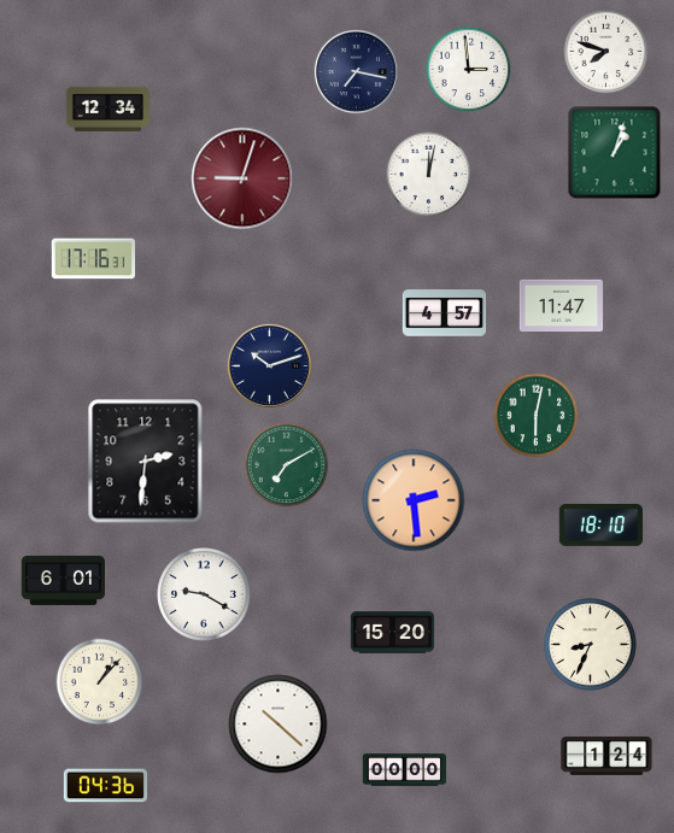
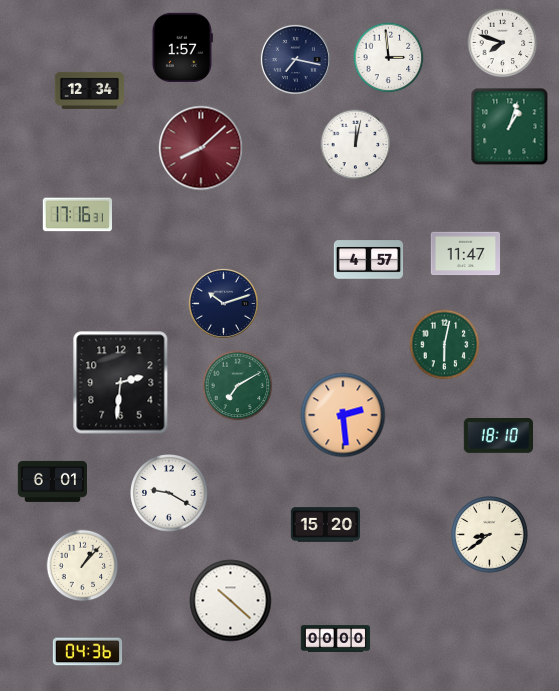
clock at (182, 47): none -> 1:57
clock at (242, 178): 9:03 -> 8:08
clock at (591, 645): 8:34 -> 8:39
clock at (606, 756): 1:24 -> none
